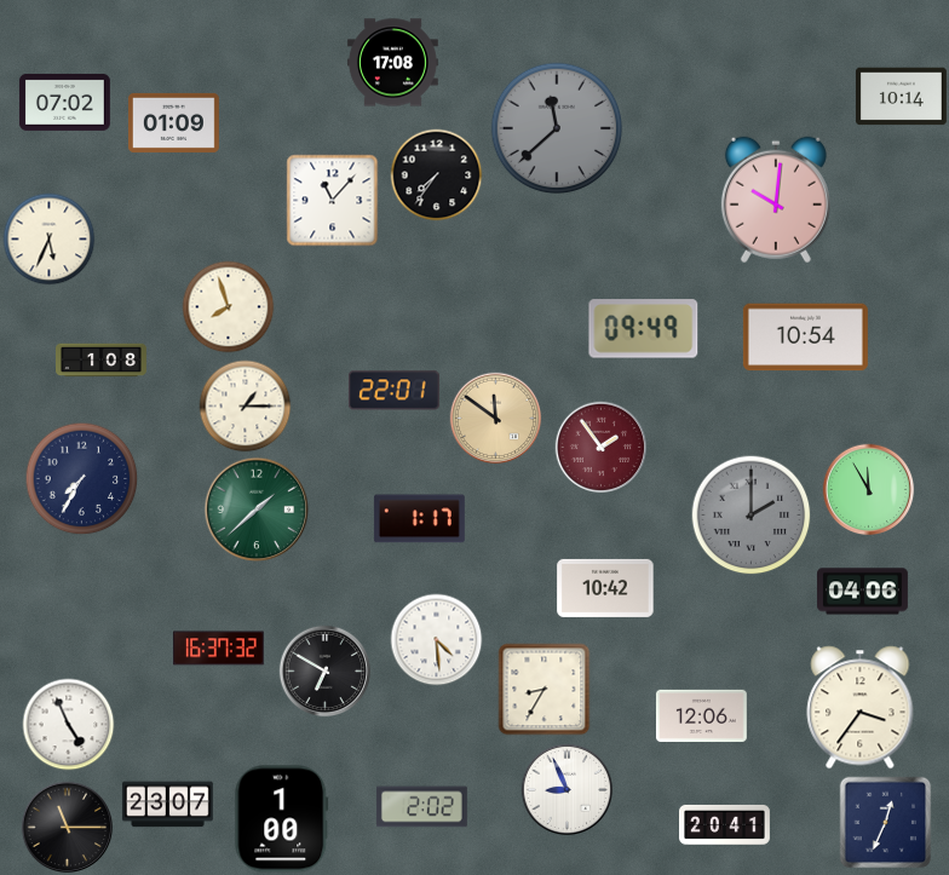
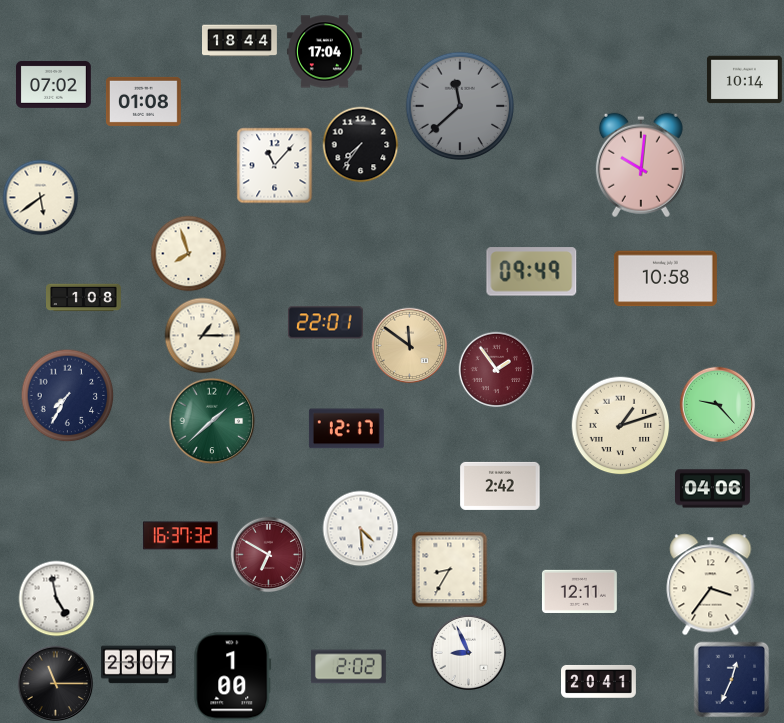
clock at (240, 41): none -> 18:44
clock at (392, 63): 17:08 -> 17:04
clock at (173, 122): 01:09 -> 01:08
clock at (50, 240): 5:34 -> 5:39
clock at (805, 338): 10:54 -> 10:58
clock at (869, 490): 11:55 -> 9:23
clock at (752, 516): 2:00 -> 1:12
clock at (752, 516) dial: grey -> cream
clock at (419, 519): 1:17 -> 12:17
clock at (605, 588): 10:42 -> 2:42
clock at (326, 672) dial: black -> burgundy
clock at (701, 715): 12:06 -> 12:11
clock at (69, 725): 4:56 -> 4:58
